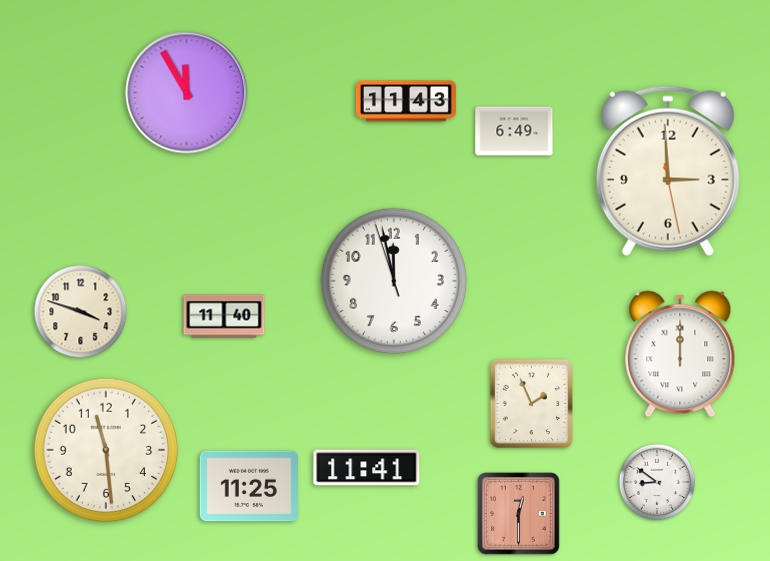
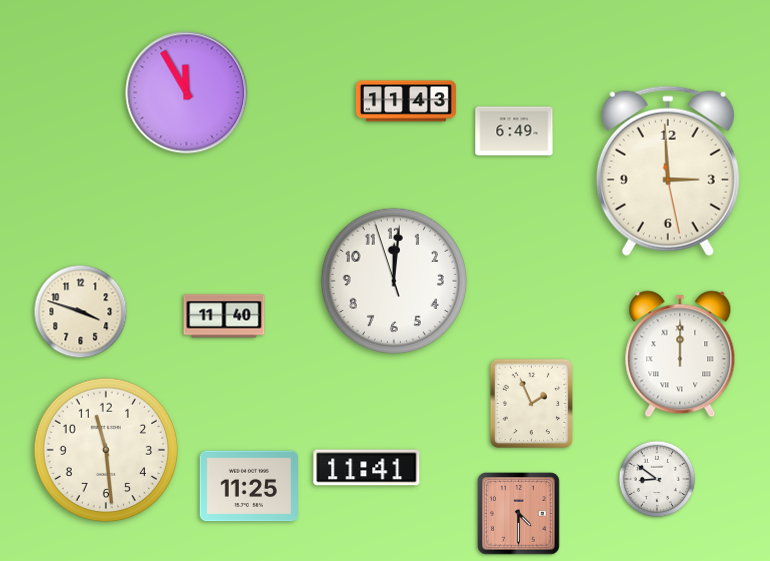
clock at (394, 281): 11:57 -> 12:00
clock at (657, 482) position: (657, 482) -> (657, 479)
clock at (519, 514): 12:30 -> 4:30
